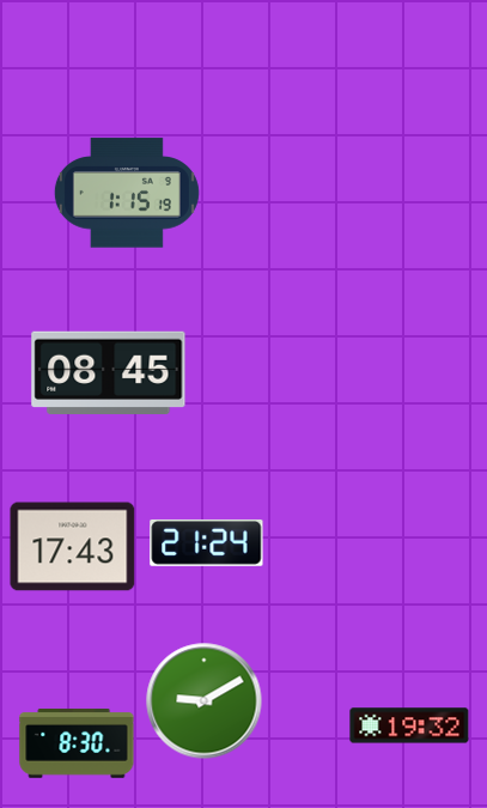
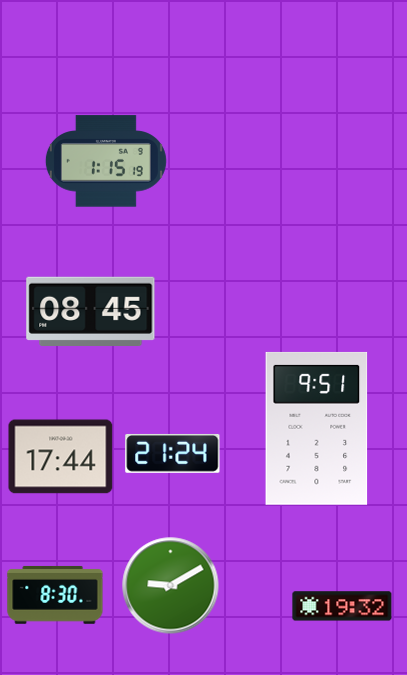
clock at (317, 428): none -> 9:51
clock at (73, 547): 17:43 -> 17:44
clock at (77, 743) position: (77, 743) -> (55, 595)
